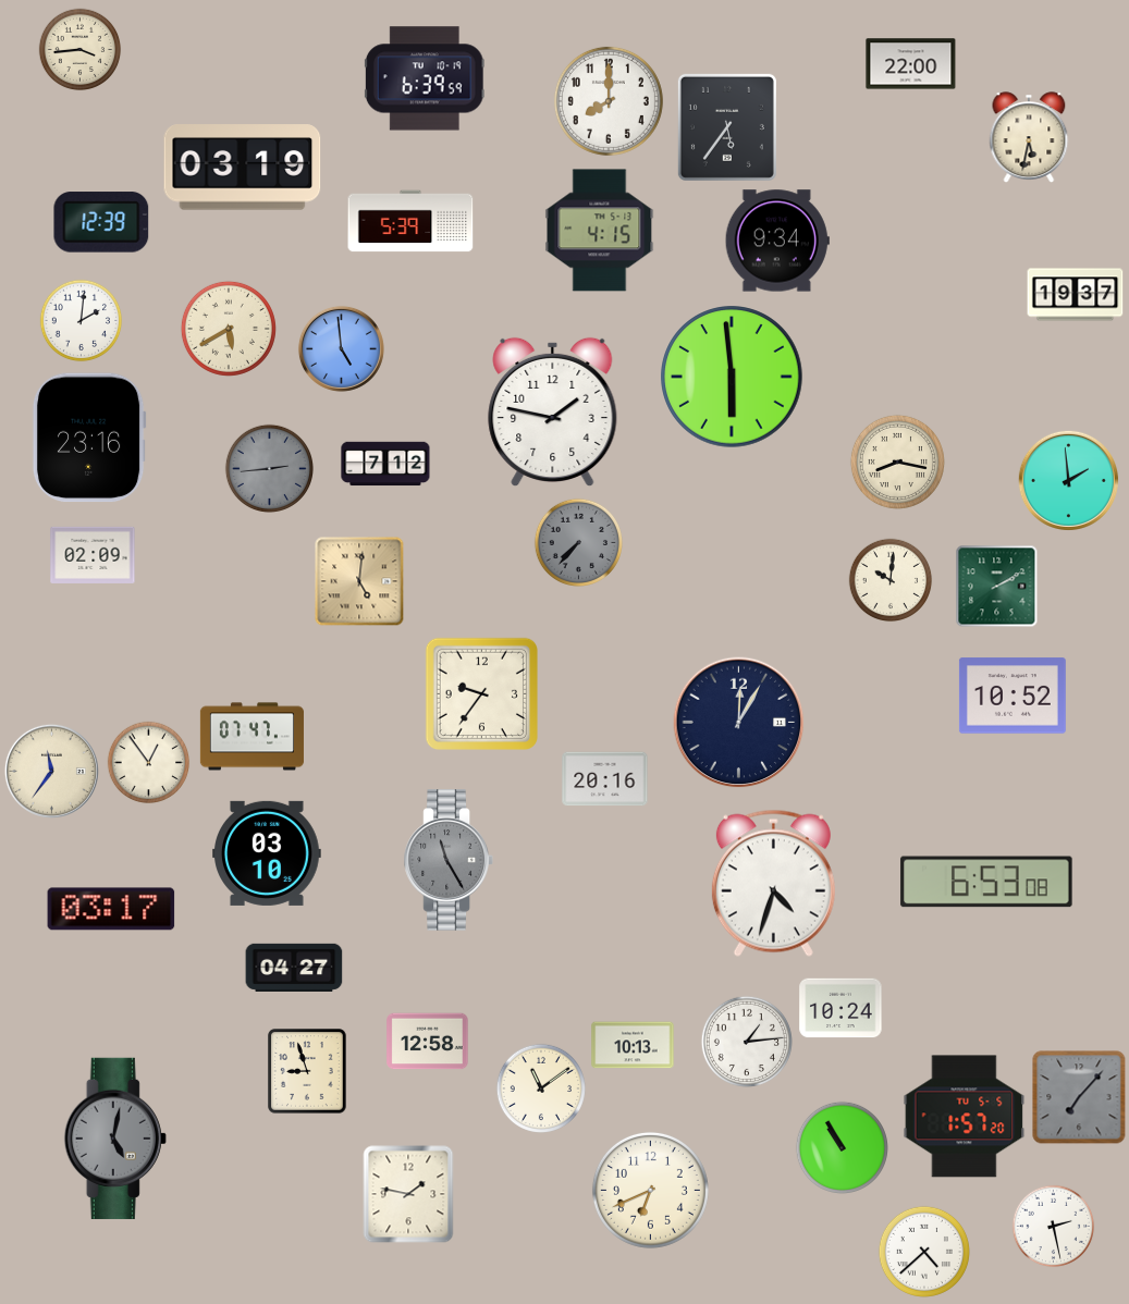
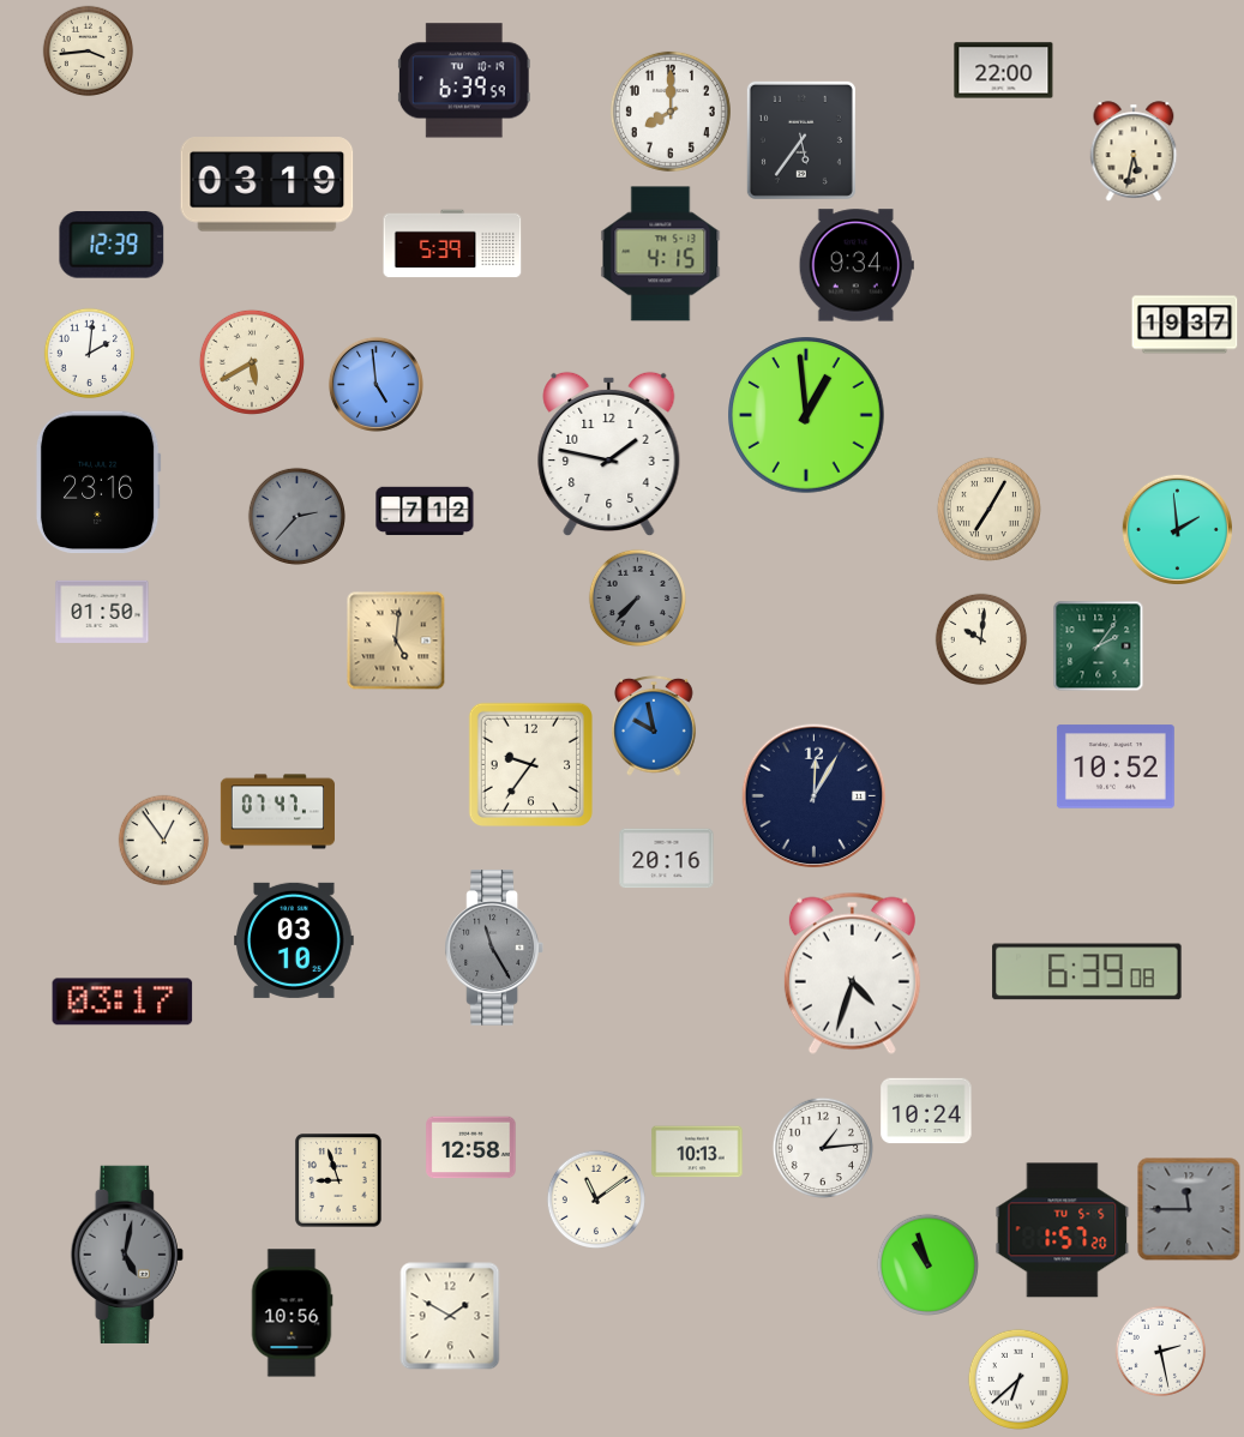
clock at (81, 50) position: (81, 50) -> (89, 52)
clock at (425, 78) position: (425, 78) -> (464, 80)
clock at (732, 377): 5:59 -> 12:59
clock at (897, 462): 8:17 -> 7:05
clock at (269, 468): 2:44 -> 2:37
clock at (93, 555): 02:09 -> 01:50
clock at (997, 587): 2:10 -> 2:06
clock at (655, 726): none -> 9:58
clock at (51, 771): 11:36 -> none
clock at (986, 882): 6:53 -> 6:39
clock at (294, 968): 04:27 -> none
clock at (1079, 1097): 7:07 -> 11:45
clock at (842, 1147): 10:55 -> 10:57
clock at (650, 1190): 6:41 -> none
clock at (292, 1313): none -> 10:56
clock at (408, 1194): 1:47 -> 1:50
clock at (924, 1252): 4:38 -> 6:38
